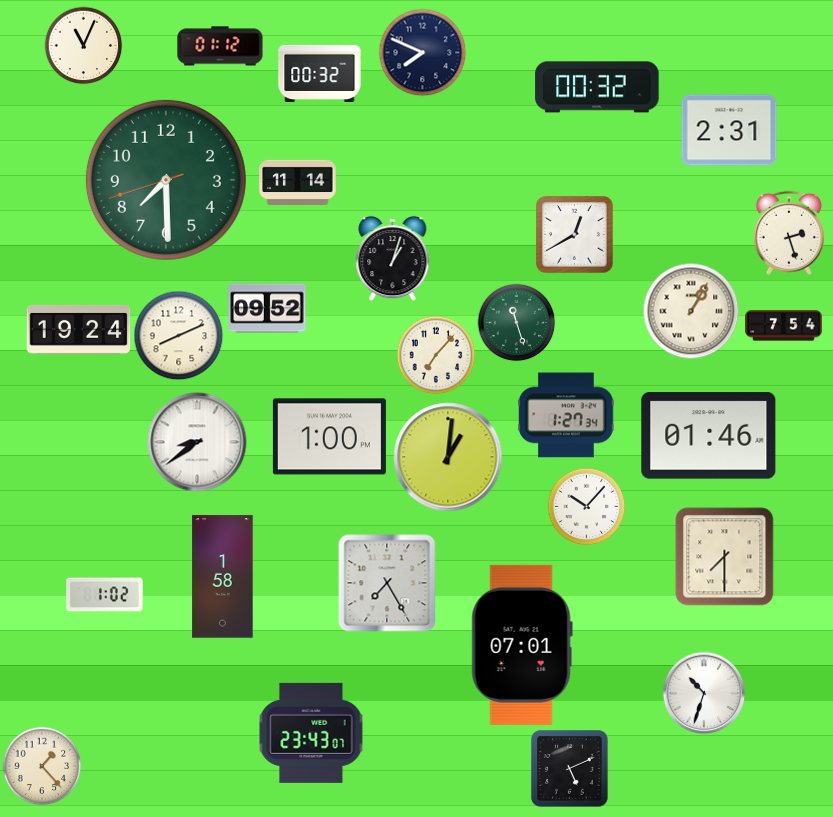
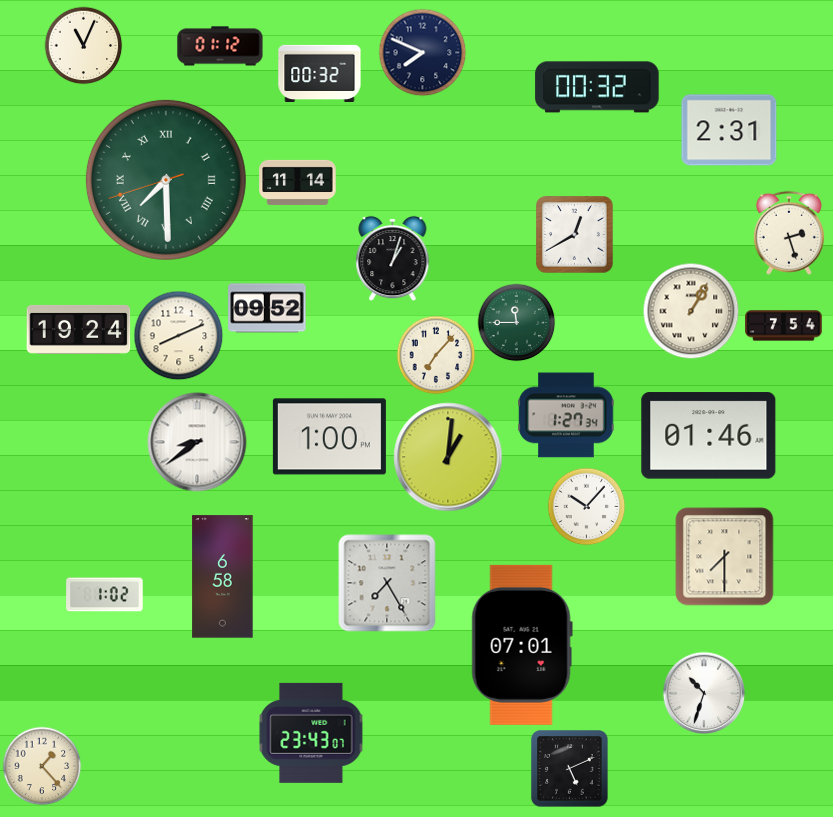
clock at (166, 180) numerals: Arabic -> Roman
clock at (516, 322): 11:27 -> 11:45
clock at (223, 577): 1:58 -> 6:58
